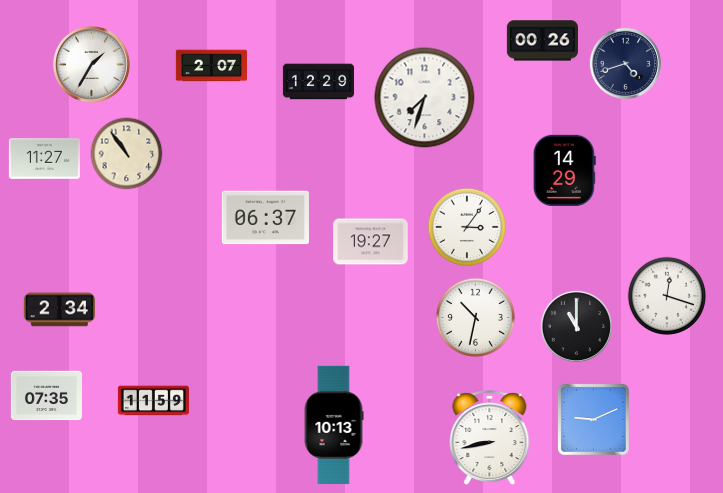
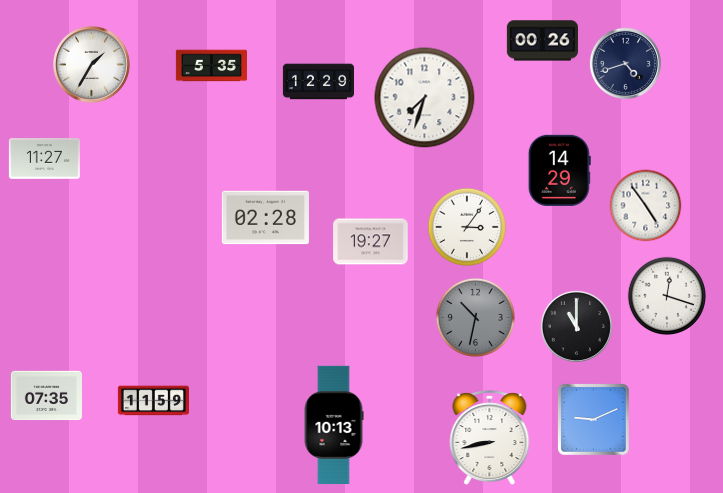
clock at (211, 66): 2:07 -> 5:35
clock at (127, 154): 10:54 -> none
clock at (564, 170) position: (564, 170) -> (559, 170)
clock at (646, 206): none -> 4:54
clock at (265, 218): 06:37 -> 02:28
clock at (59, 310): 2:34 -> none
clock at (475, 317) dial: white -> grey
